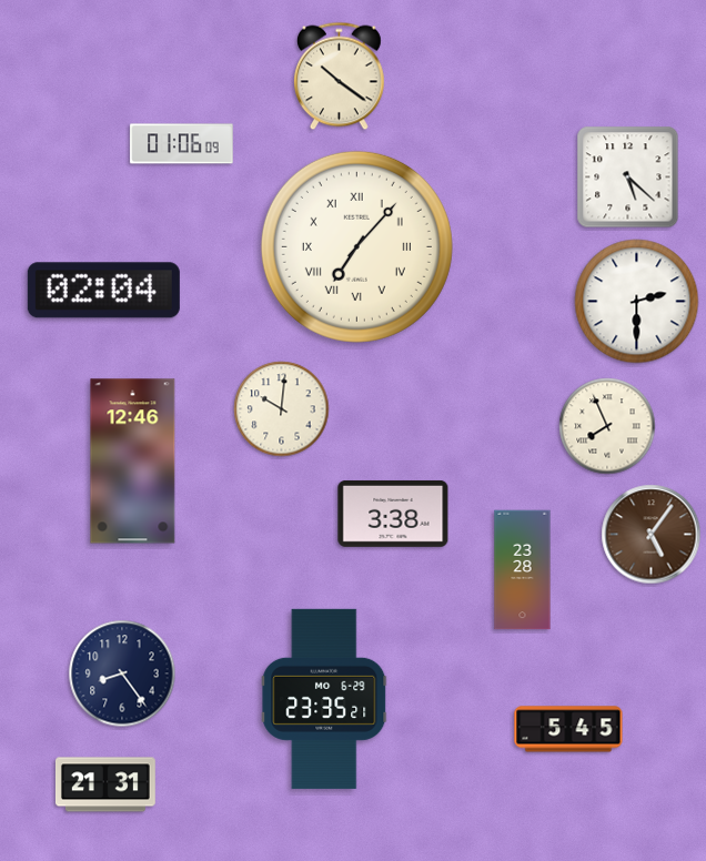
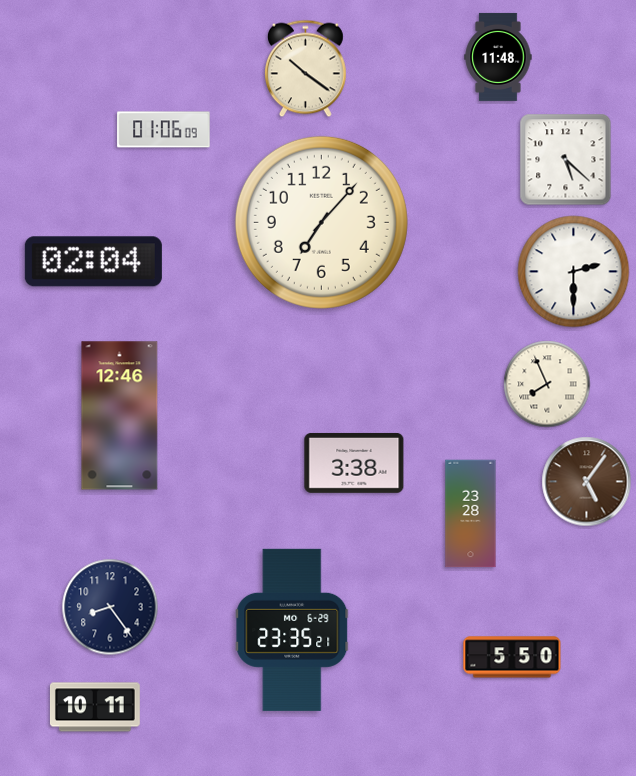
clock at (498, 57): none -> 11:48
clock at (356, 246) numerals: Roman -> Arabic
clock at (282, 409): 10:01 -> none
clock at (568, 729): 5:45 -> 5:50
clock at (105, 784): 21:31 -> 10:11
